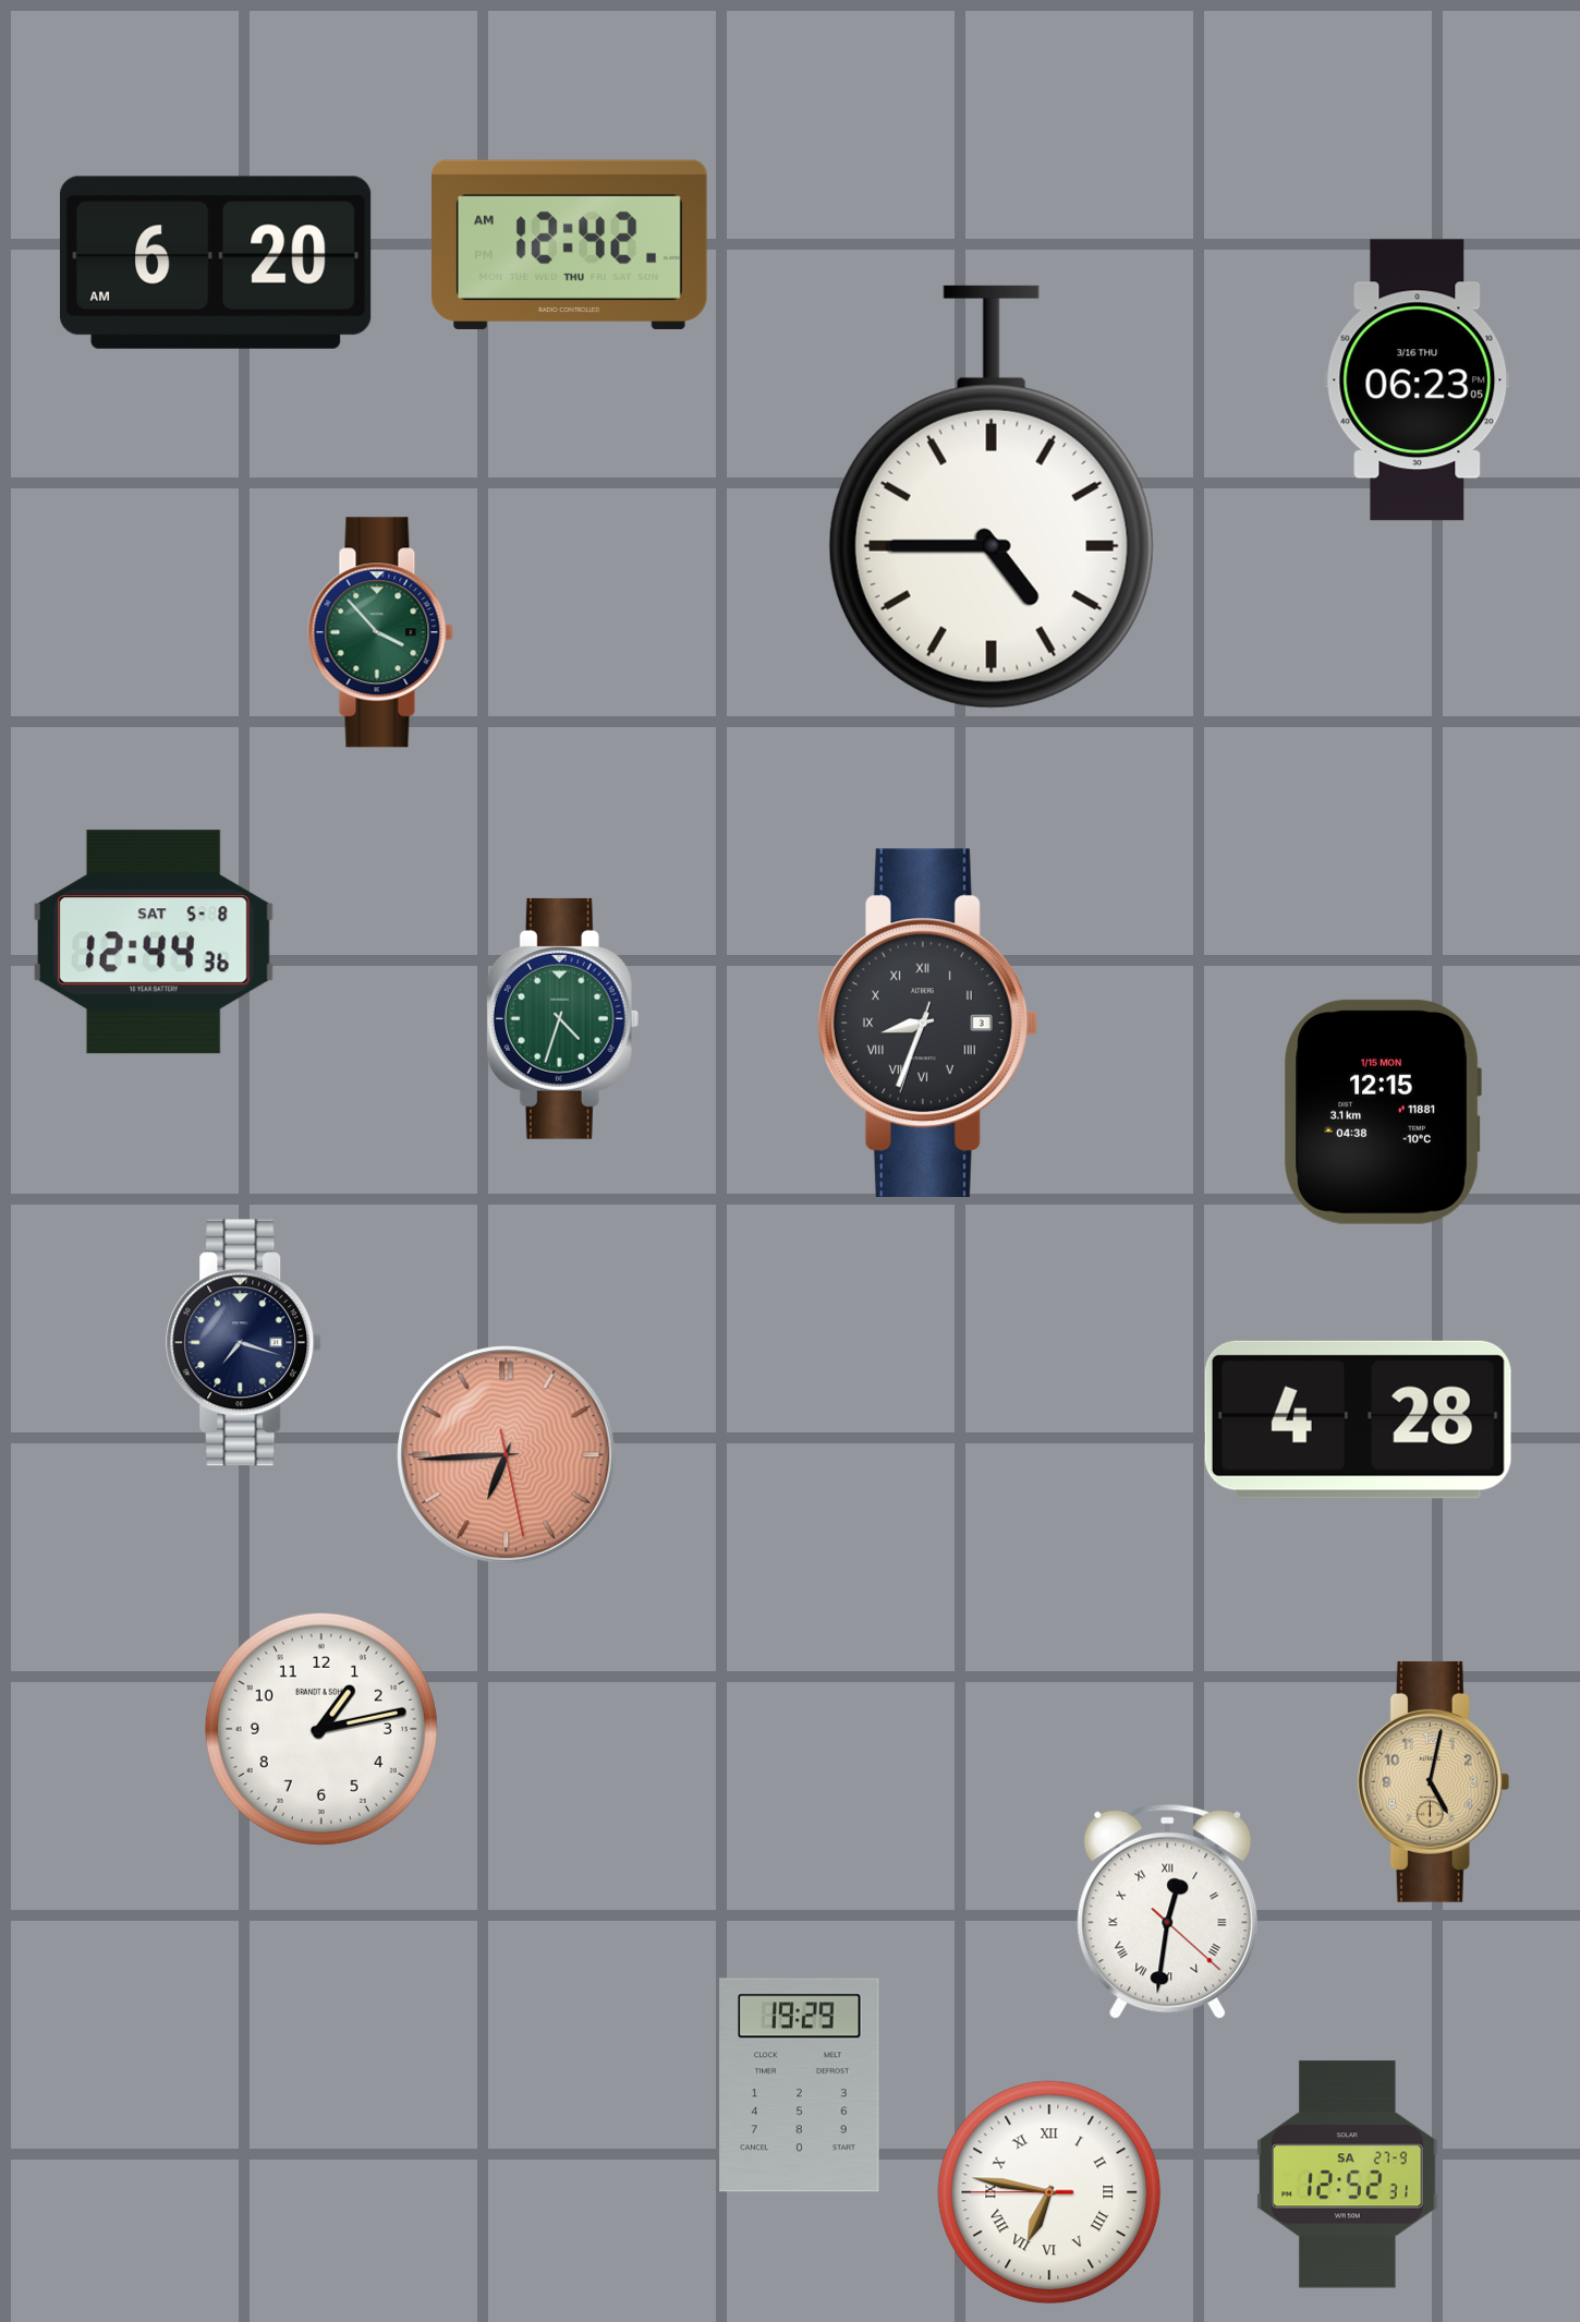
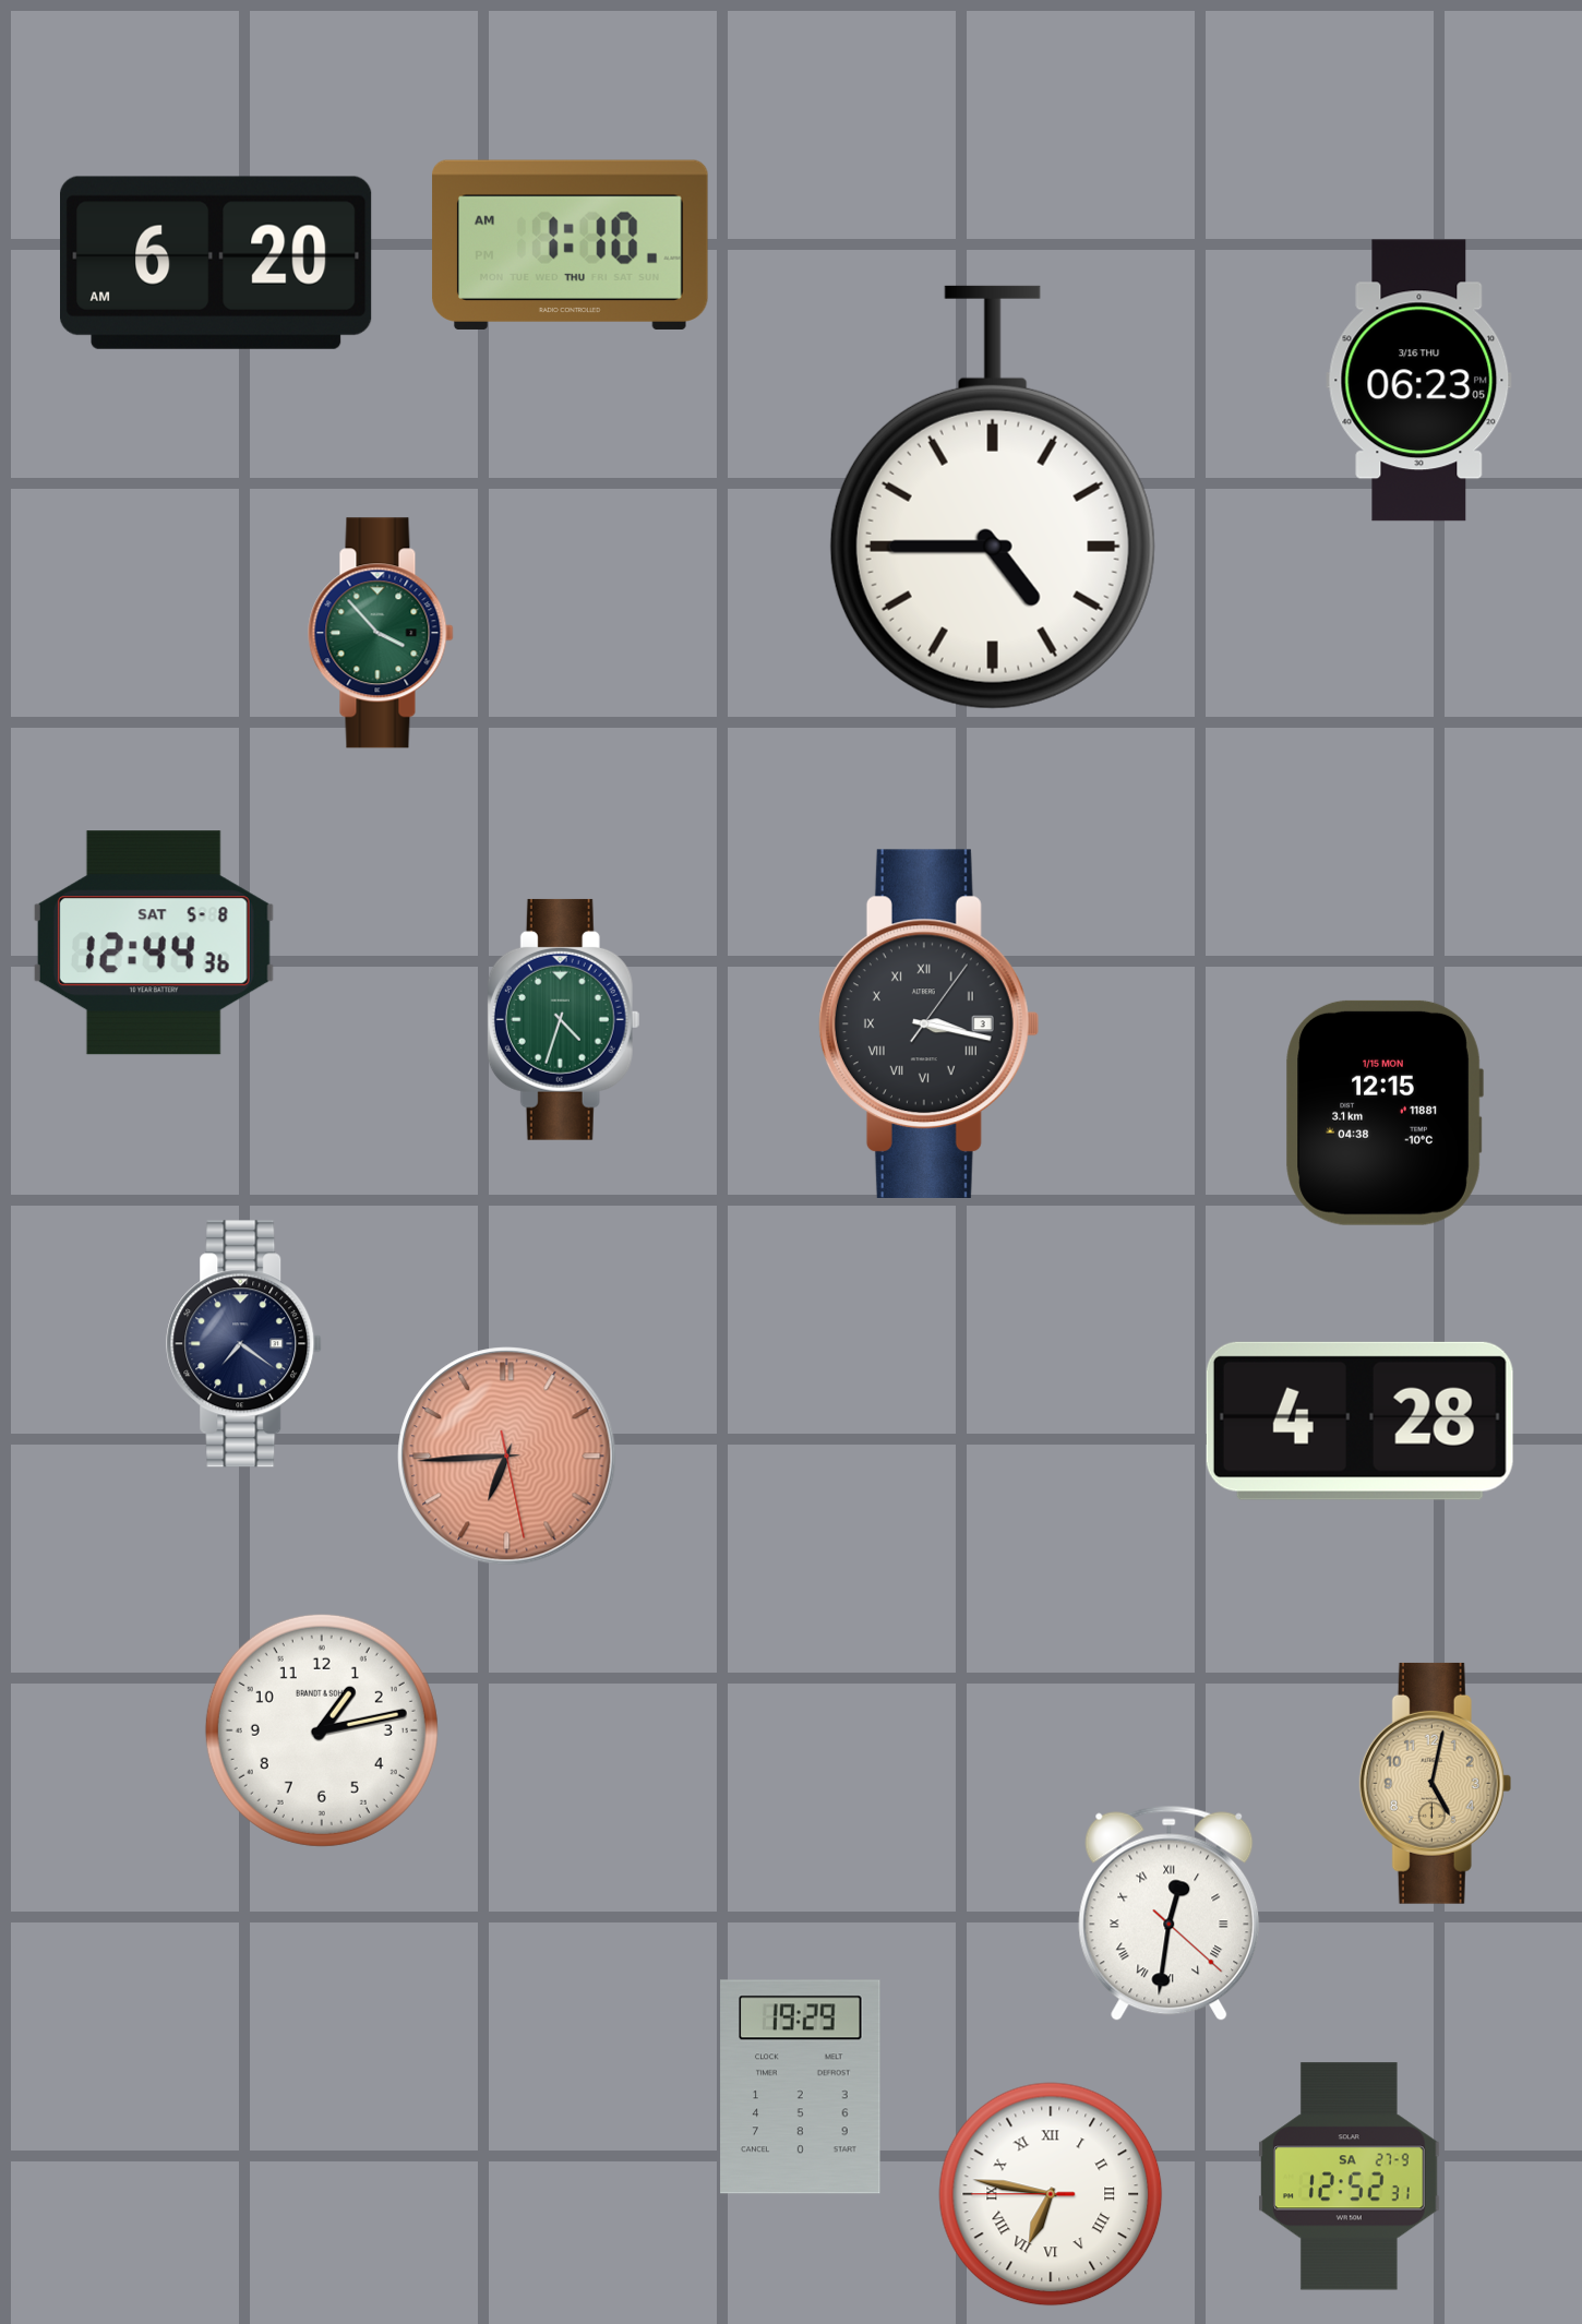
clock at (570, 244): 12:42 -> 1:10
clock at (927, 1023): 8:33 -> 3:17
clock at (244, 1343): 7:18 -> 7:21
